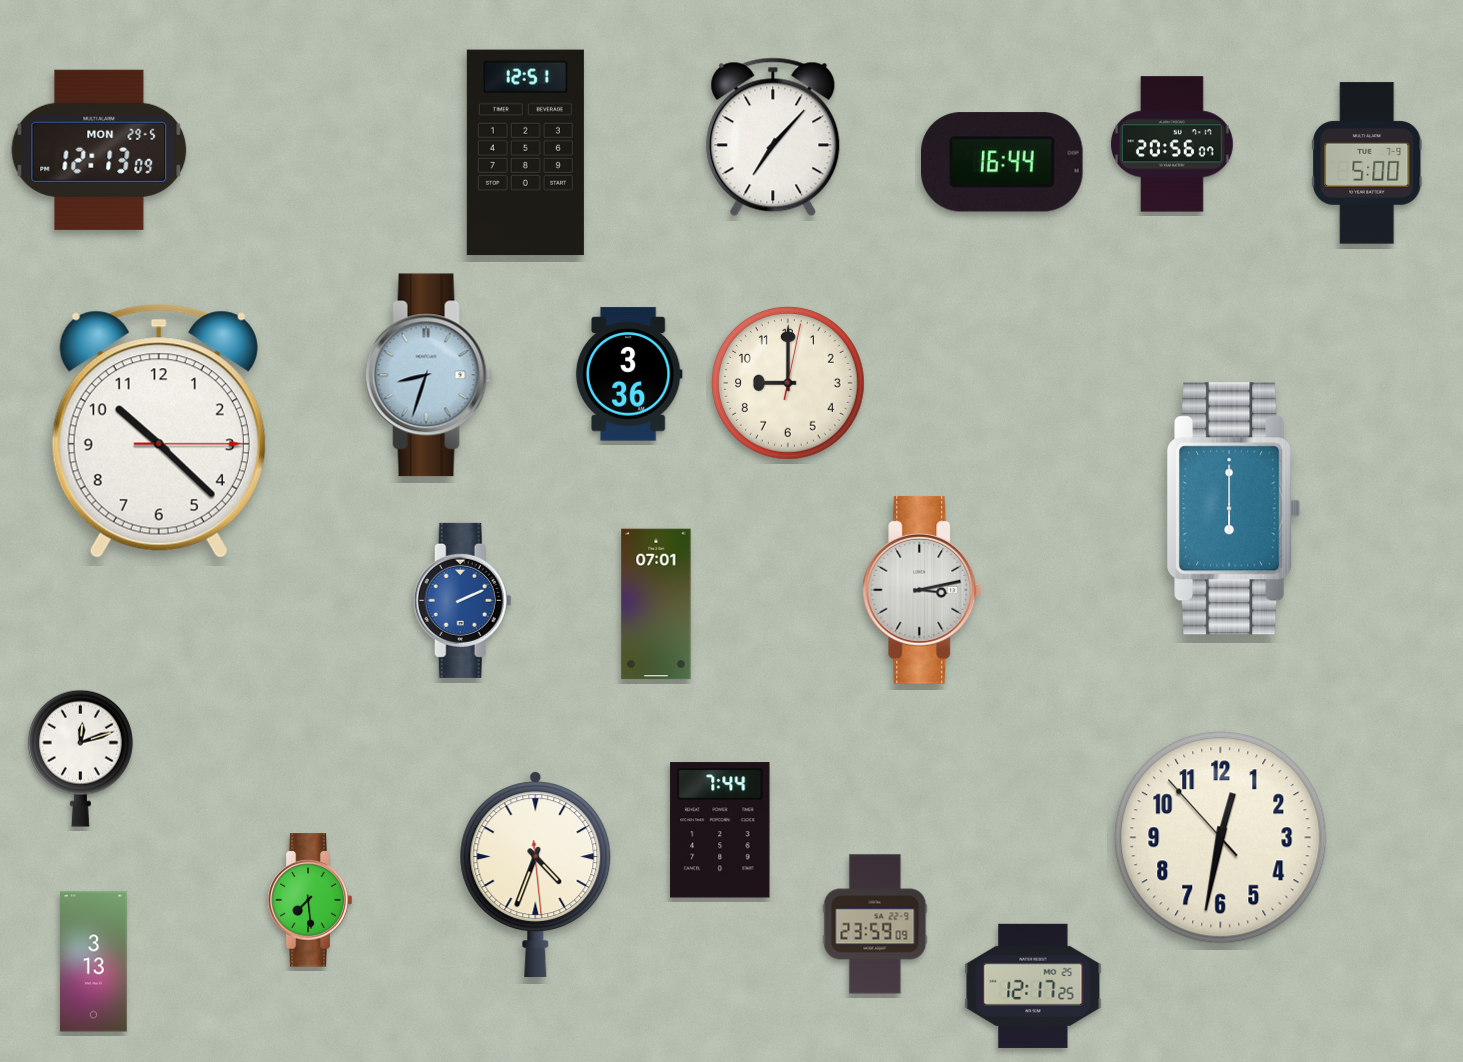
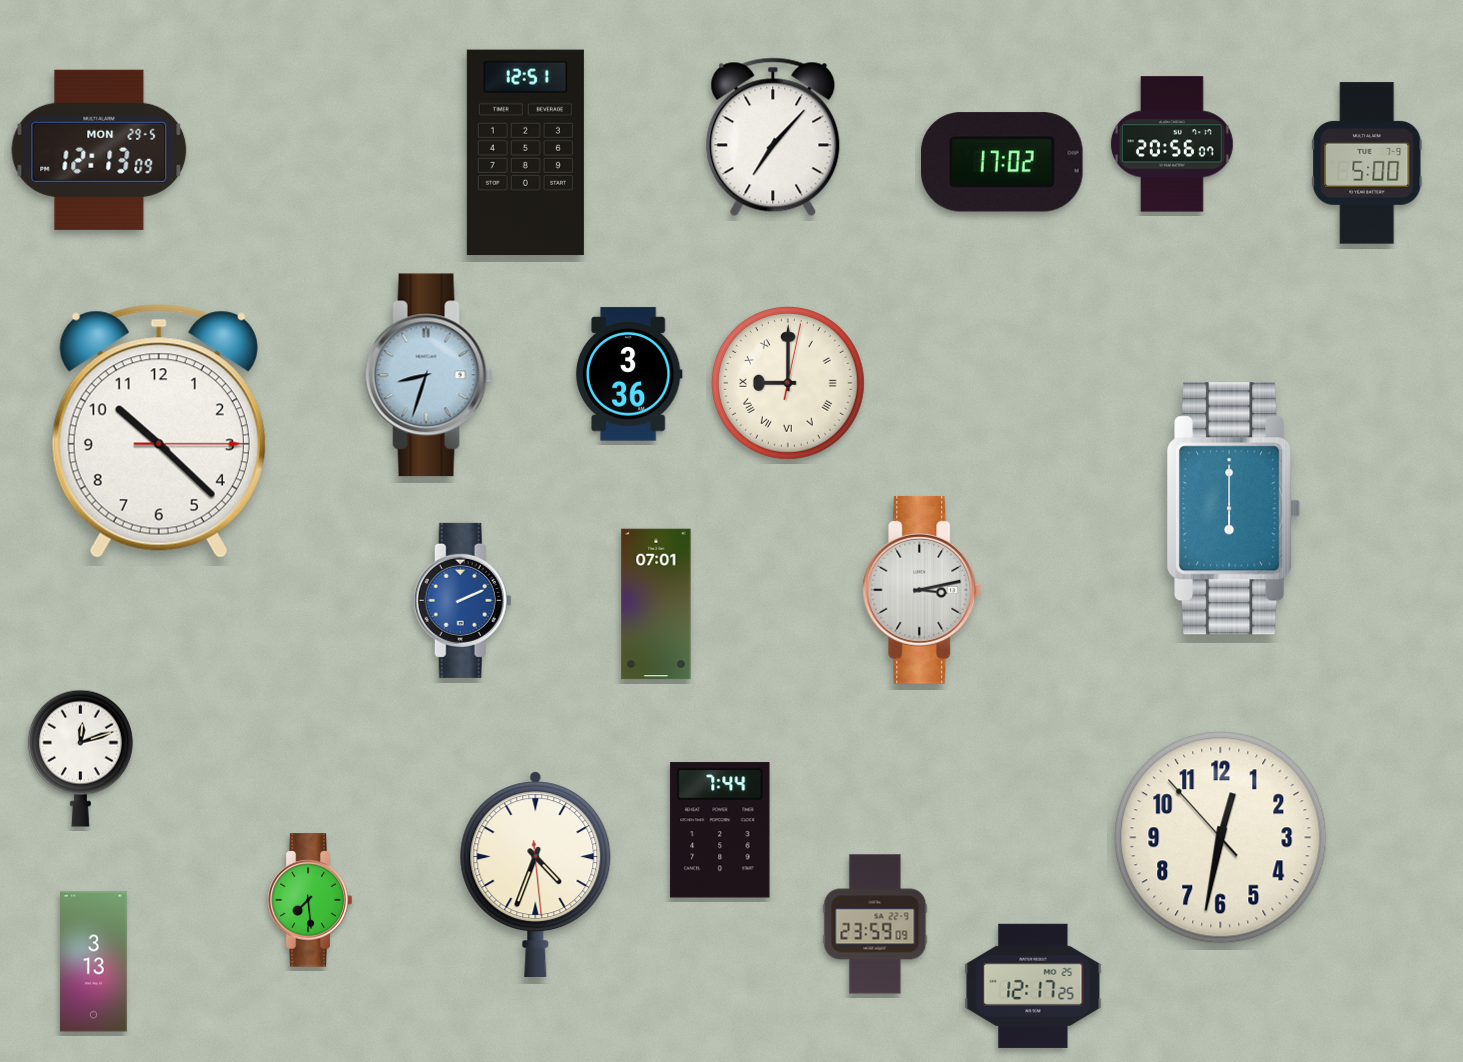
clock at (1003, 162): 16:44 -> 17:02
clock at (788, 383) numerals: Arabic -> Roman
